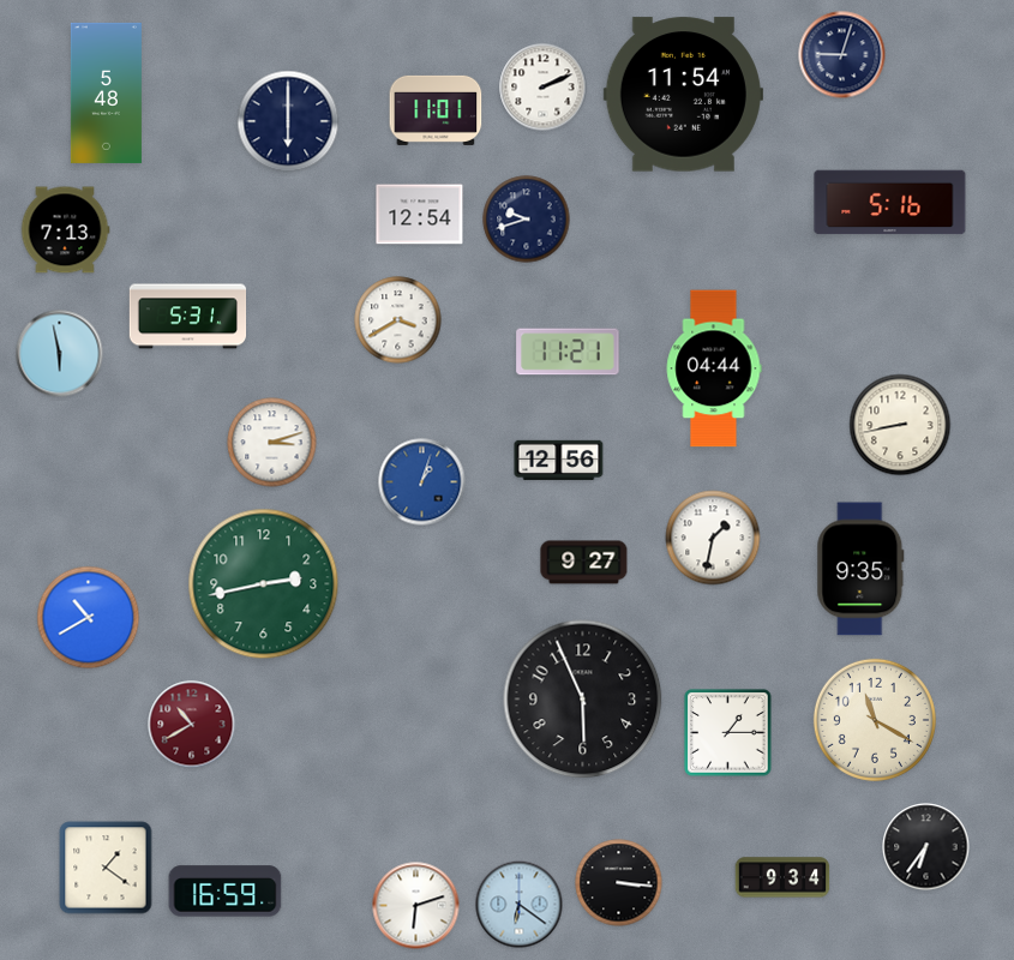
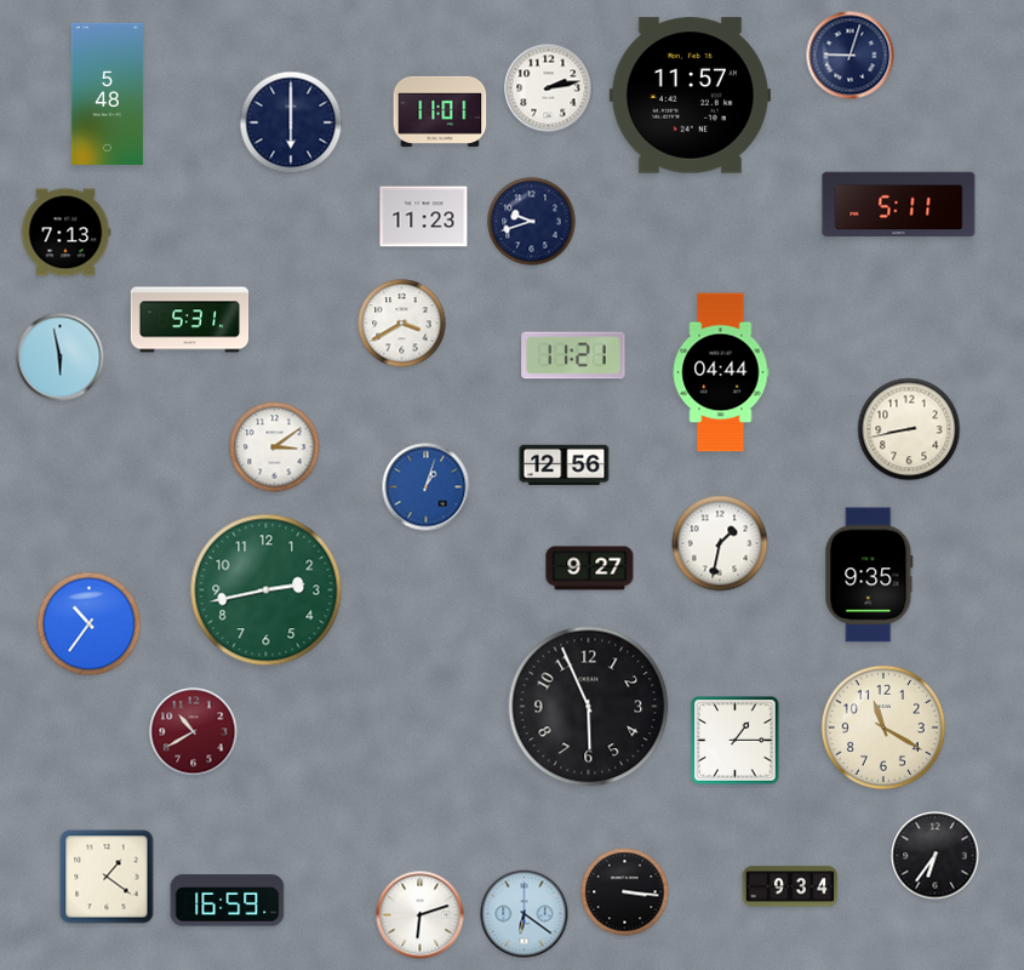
clock at (544, 88): 2:11 -> 2:13
clock at (683, 95): 11:54 -> 11:57
clock at (890, 203): 5:16 -> 5:11
clock at (420, 215): 12:54 -> 11:23
clock at (272, 443): 3:12 -> 3:09
clock at (89, 618): 10:40 -> 10:36
